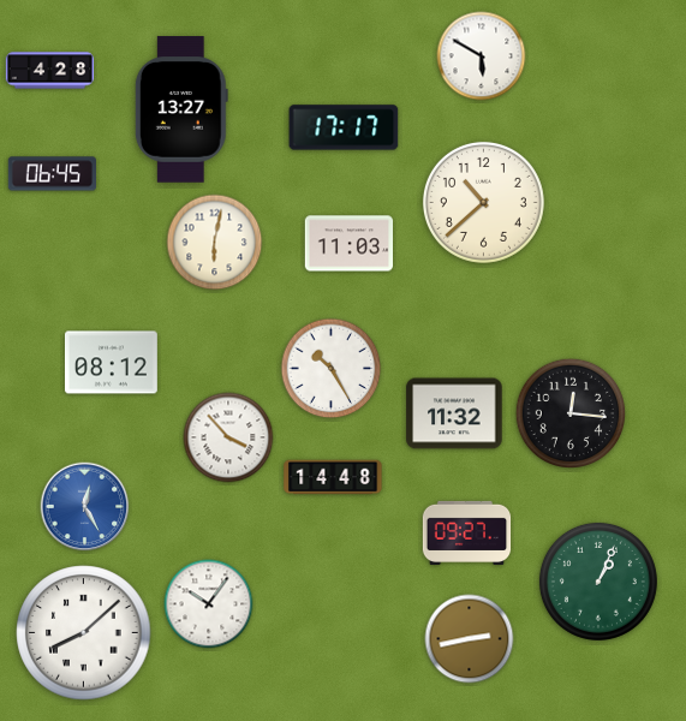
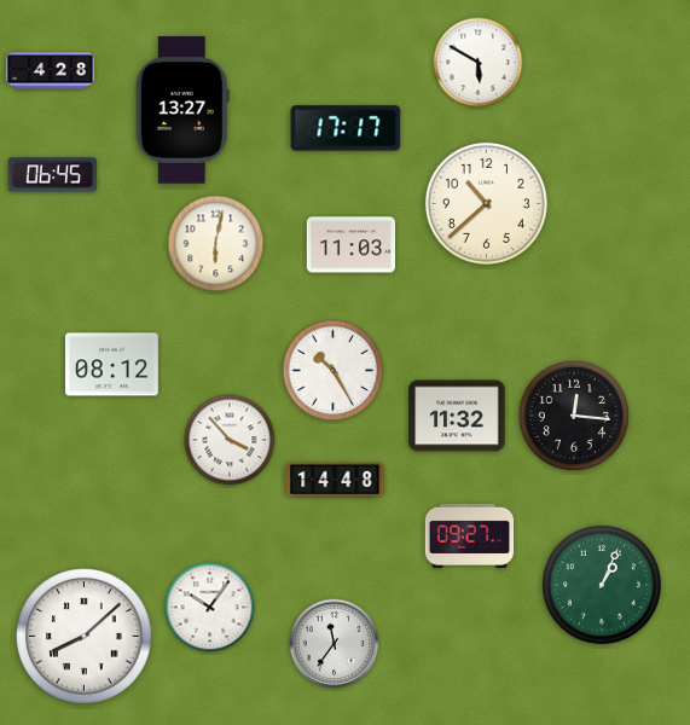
clock at (482, 56) position: (482, 56) -> (479, 63)
clock at (85, 507): 12:25 -> none
clock at (470, 639): 2:43 -> none
clock at (335, 644): none -> 11:36
